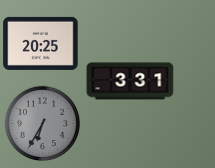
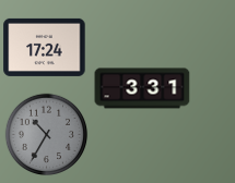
clock at (41, 43): 20:25 -> 17:24
clock at (43, 124): 6:35 -> 10:35
